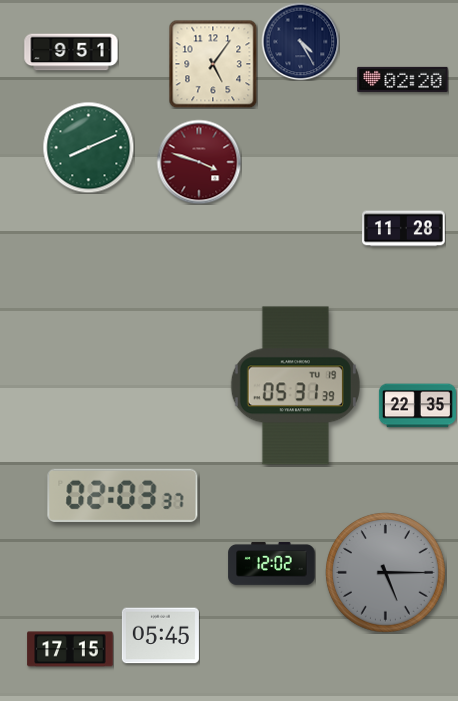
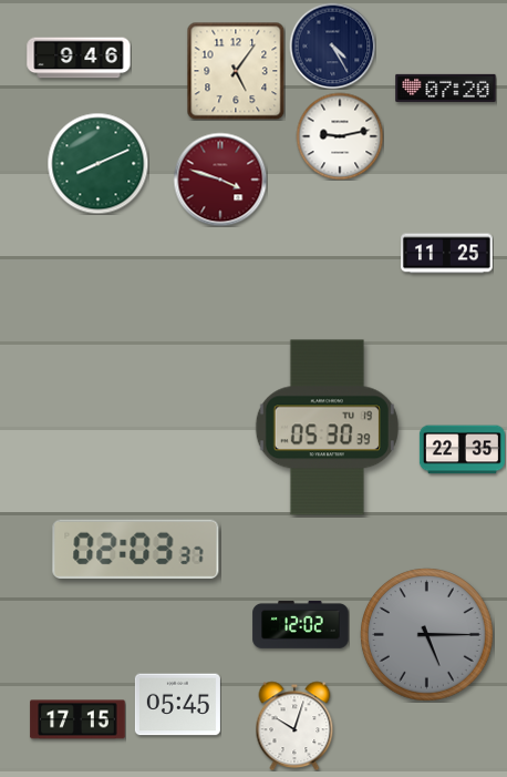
clock at (71, 52): 9:51 -> 9:46
clock at (403, 79): 02:20 -> 07:20
clock at (340, 136): none -> 9:13
clock at (404, 229): 11:28 -> 11:25
clock at (295, 386): 05:31 -> 05:30
clock at (294, 726): none -> 10:03
